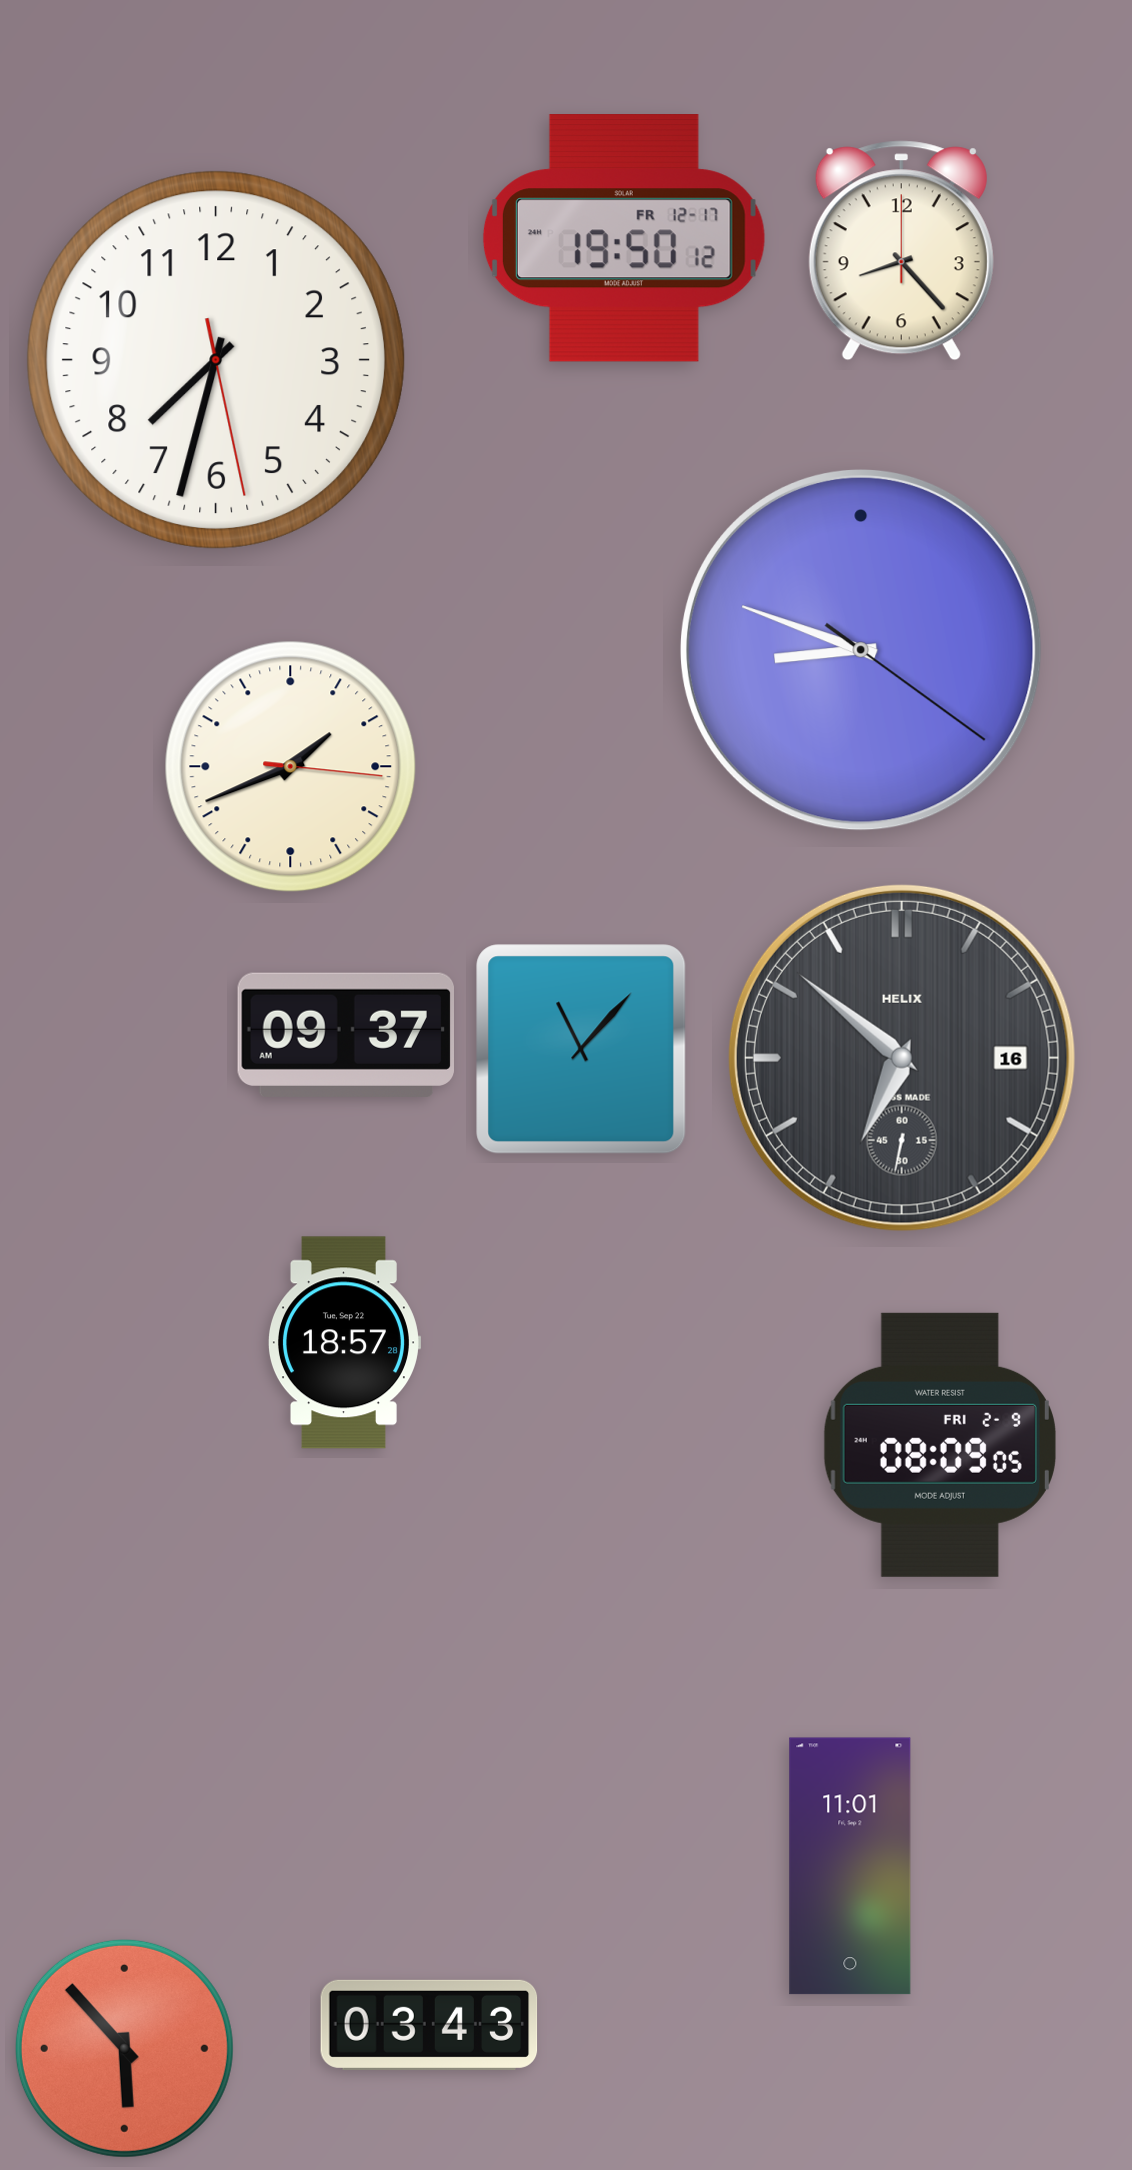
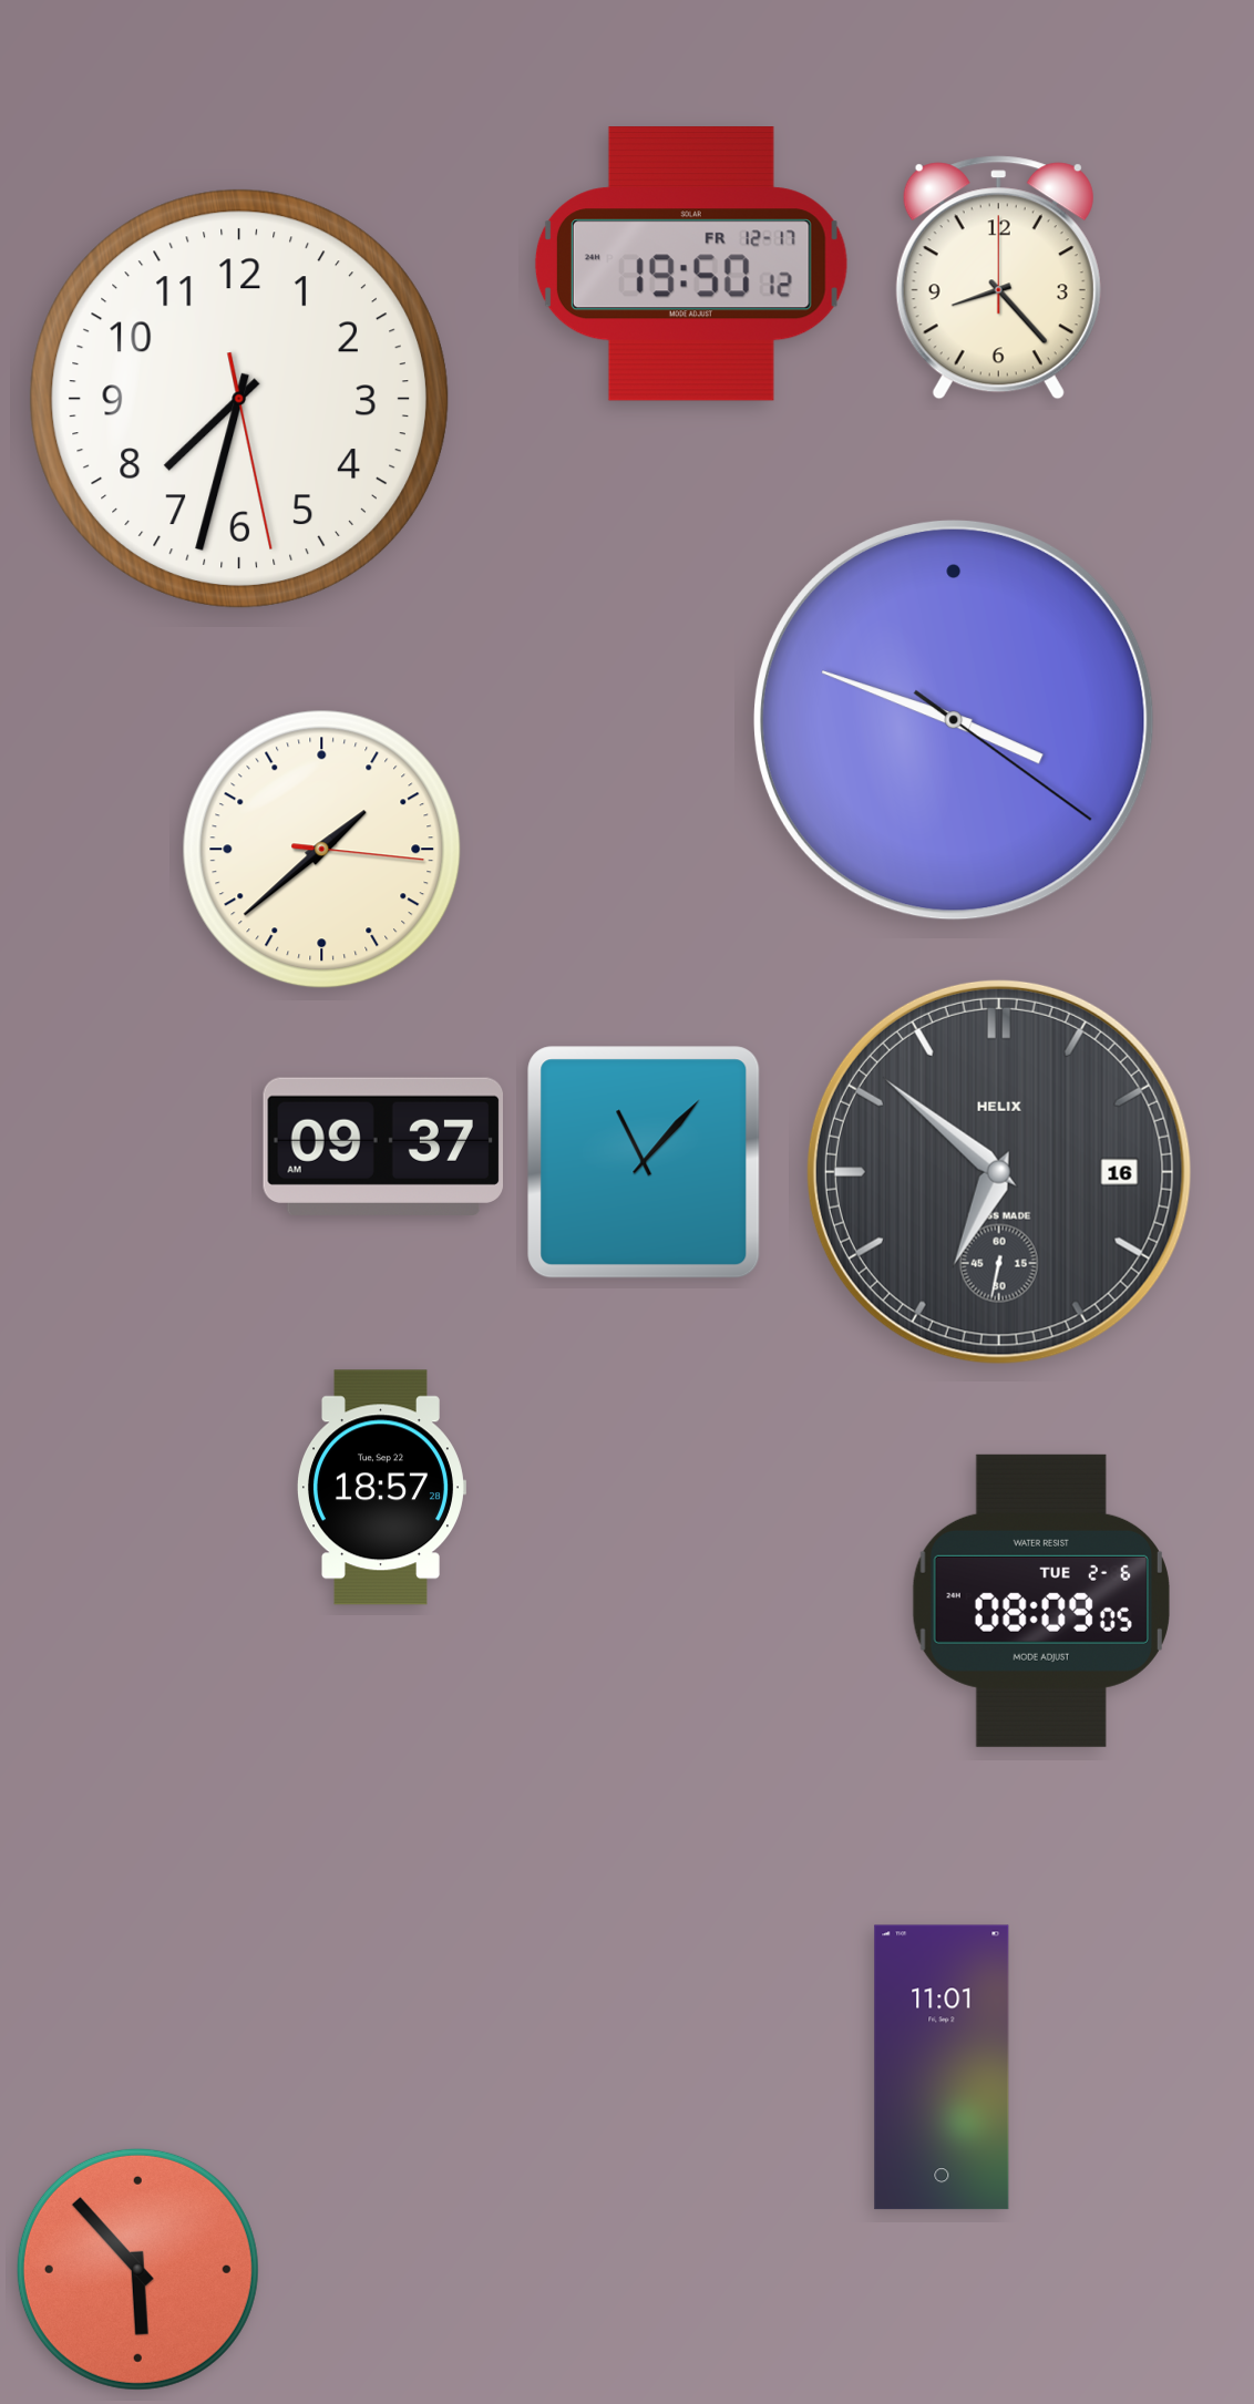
clock at (861, 650): 8:48 -> 3:48
clock at (291, 767): 1:41 -> 1:38
clock at (940, 1445) date: FRI 2-9 -> TUE 2-6
clock at (429, 2025): 03:43 -> none
